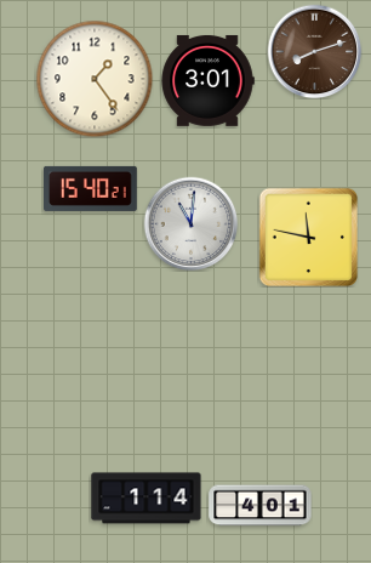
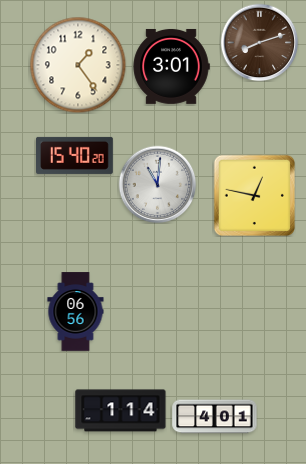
clock at (91, 188): 15:40:21 -> 15:40:20
clock at (308, 237): 11:47 -> 12:47
clock at (76, 312): none -> 06:56
